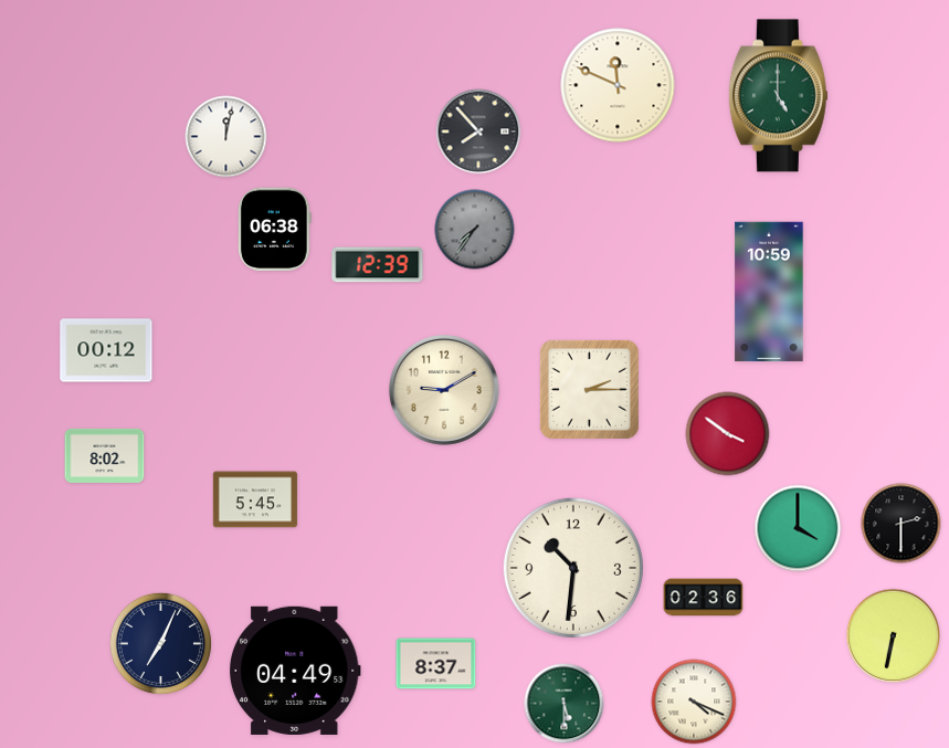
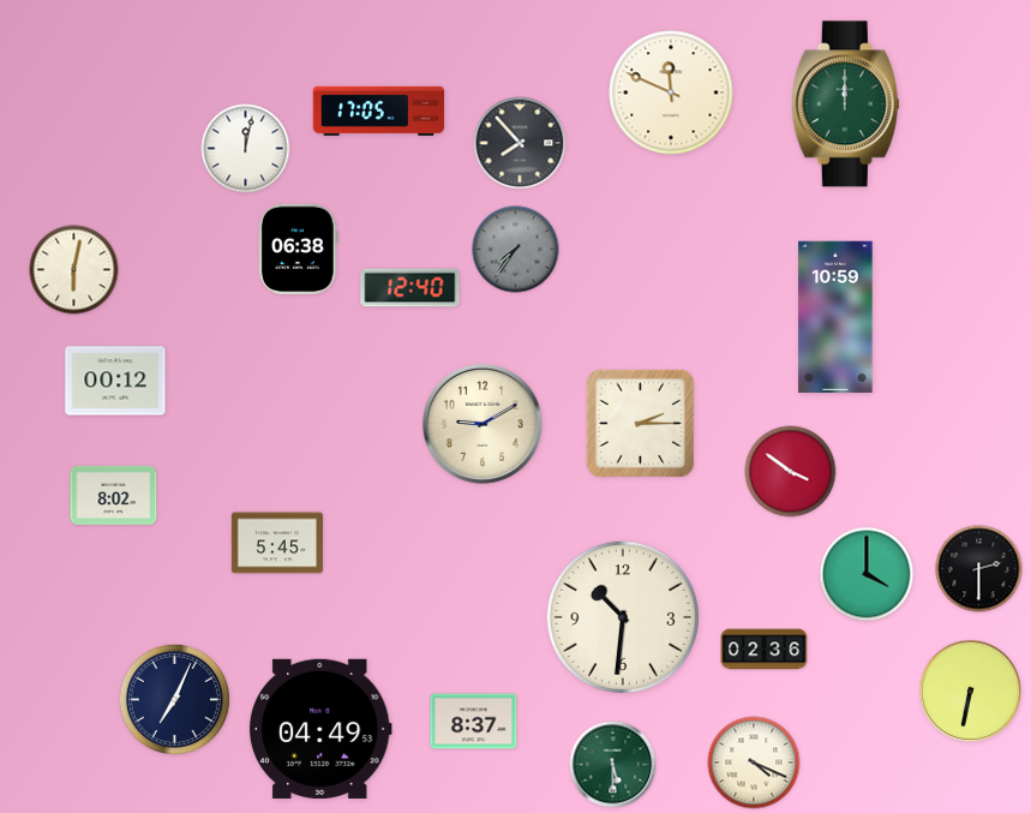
clock at (778, 96): 5:00 -> 12:00
clock at (379, 110): none -> 17:05
clock at (74, 270): none -> 6:02
clock at (378, 265): 12:39 -> 12:40
